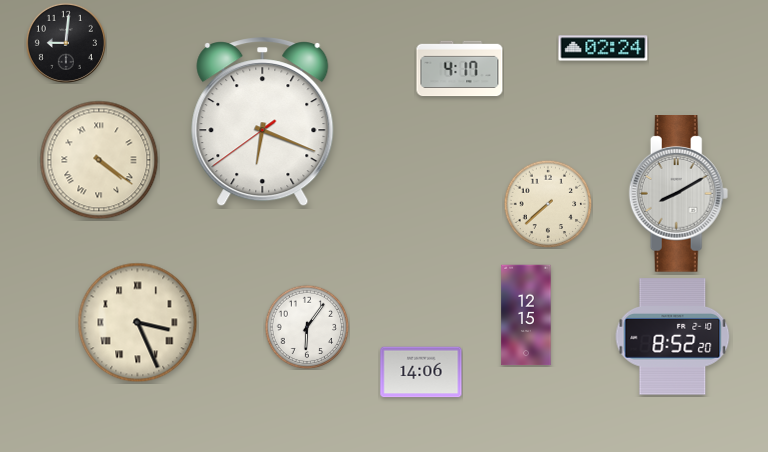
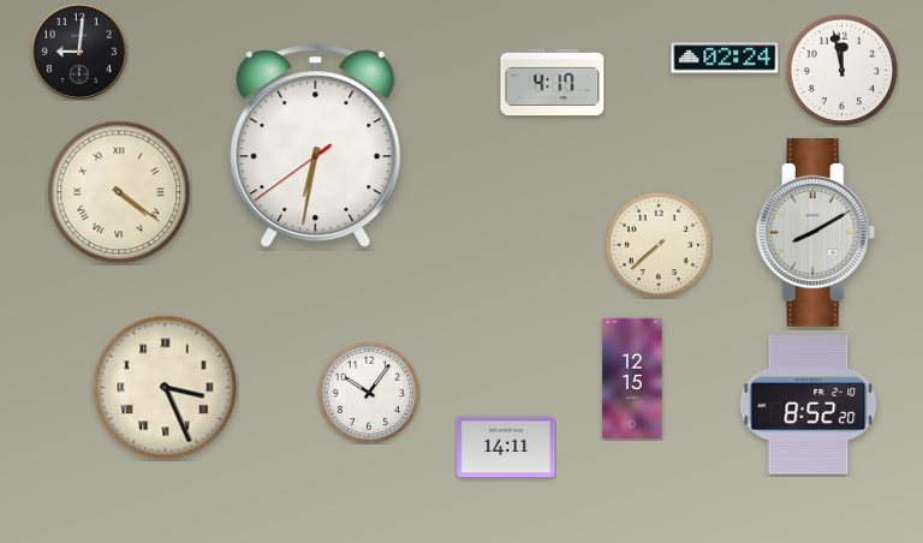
clock at (841, 70): none -> 11:58
clock at (263, 122): 6:18 -> 6:31
clock at (307, 327): 6:06 -> 10:06
clock at (421, 372): 14:06 -> 14:11
